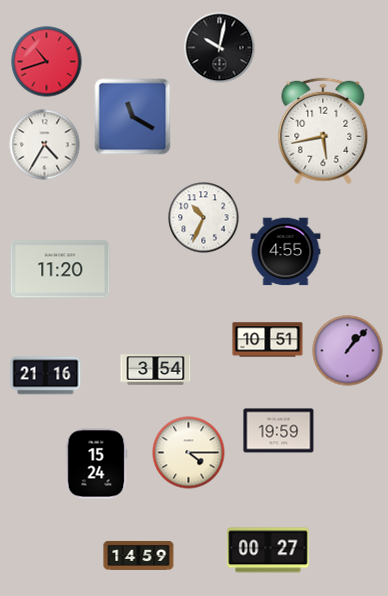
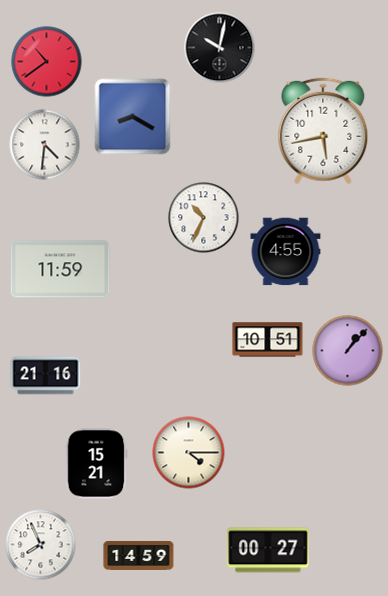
clock at (47, 62): 10:42 -> 10:39
clock at (133, 117): 11:20 -> 8:20
clock at (45, 145): 4:35 -> 4:31
clock at (60, 269): 11:20 -> 11:59
clock at (156, 370): 3:54 -> none
clock at (279, 431): 19:59 -> none
clock at (96, 464): 15:24 -> 15:21
clock at (41, 545): none -> 7:56
